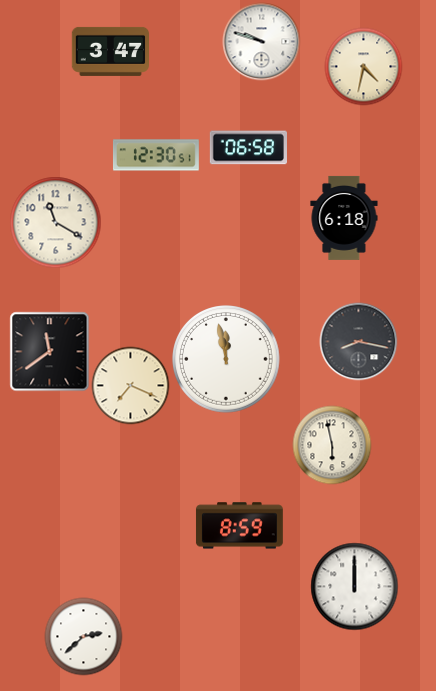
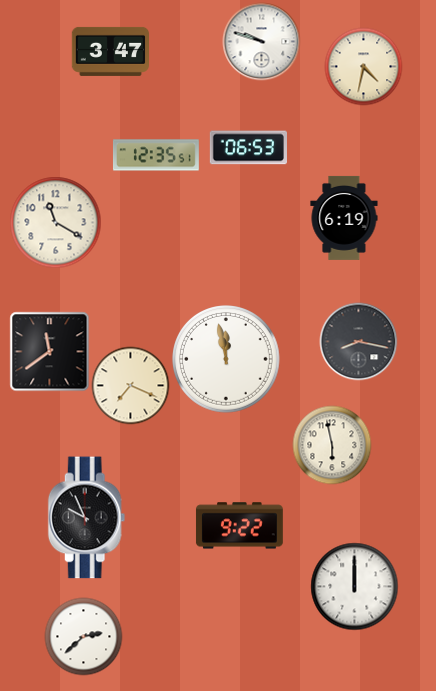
clock at (248, 148): 06:58 -> 06:53
clock at (156, 155): 12:30 -> 12:35
clock at (344, 218): 6:18 -> 6:19
clock at (87, 518): none -> 9:56
clock at (239, 526): 8:59 -> 9:22
